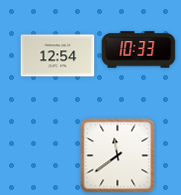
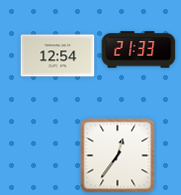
clock at (139, 50): 10:33 -> 21:33
clock at (118, 156): 11:39 -> 12:36
